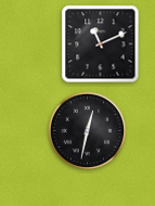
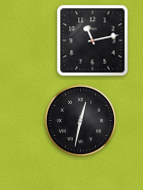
clock at (101, 44): 11:11 -> 11:13
